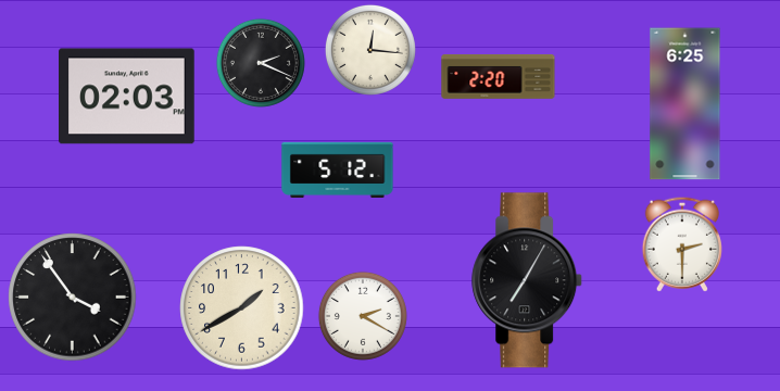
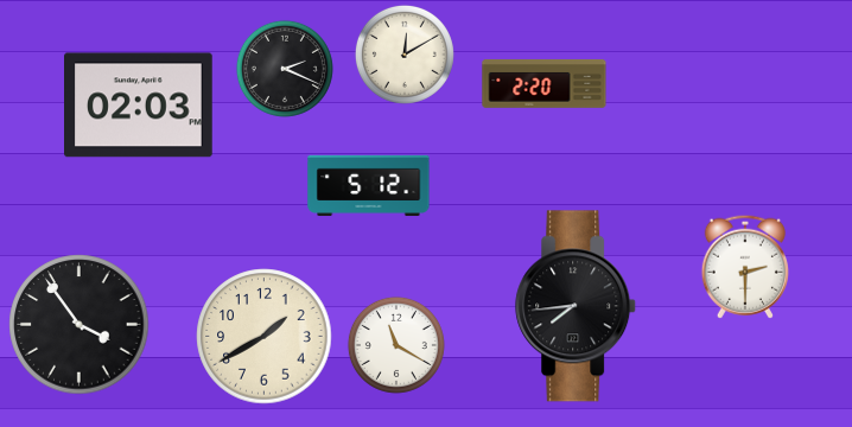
clock at (370, 50): 12:16 -> 12:10
clock at (685, 104): 6:25 -> none
clock at (528, 280): 7:05 -> 7:44
clock at (363, 316): 2:20 -> 11:20
